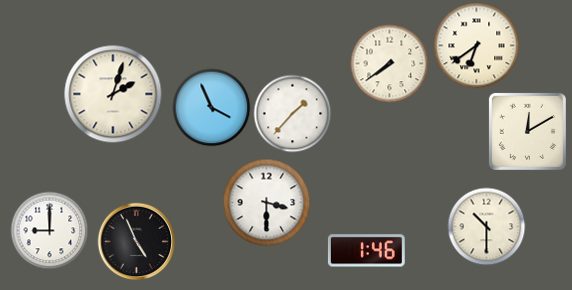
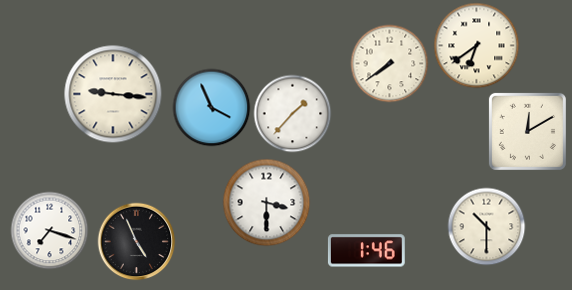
clock at (113, 94): 2:03 -> 9:16
clock at (49, 230): 9:00 -> 7:18
